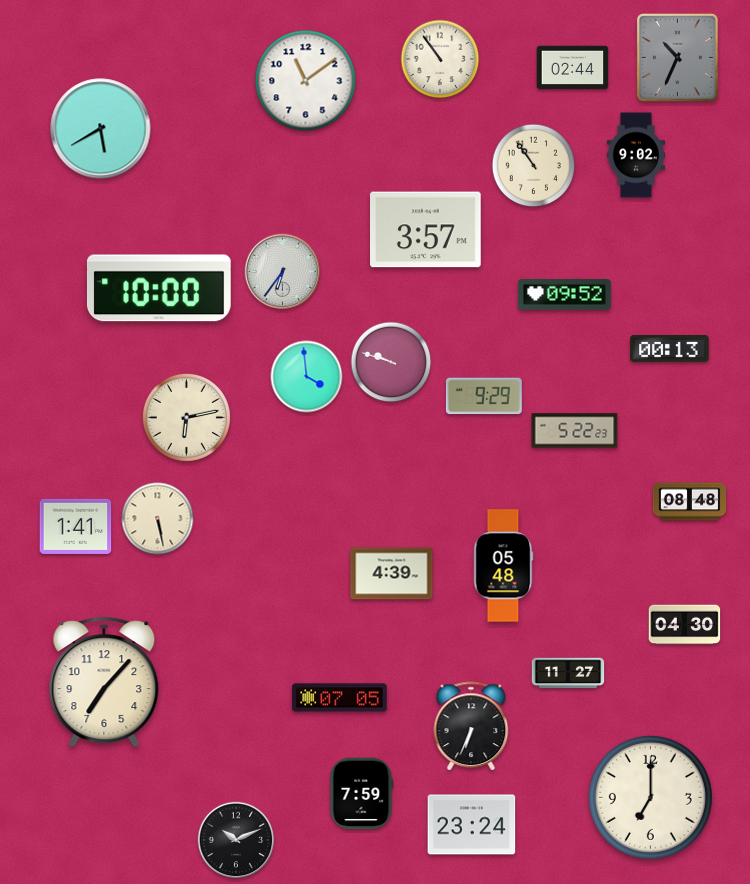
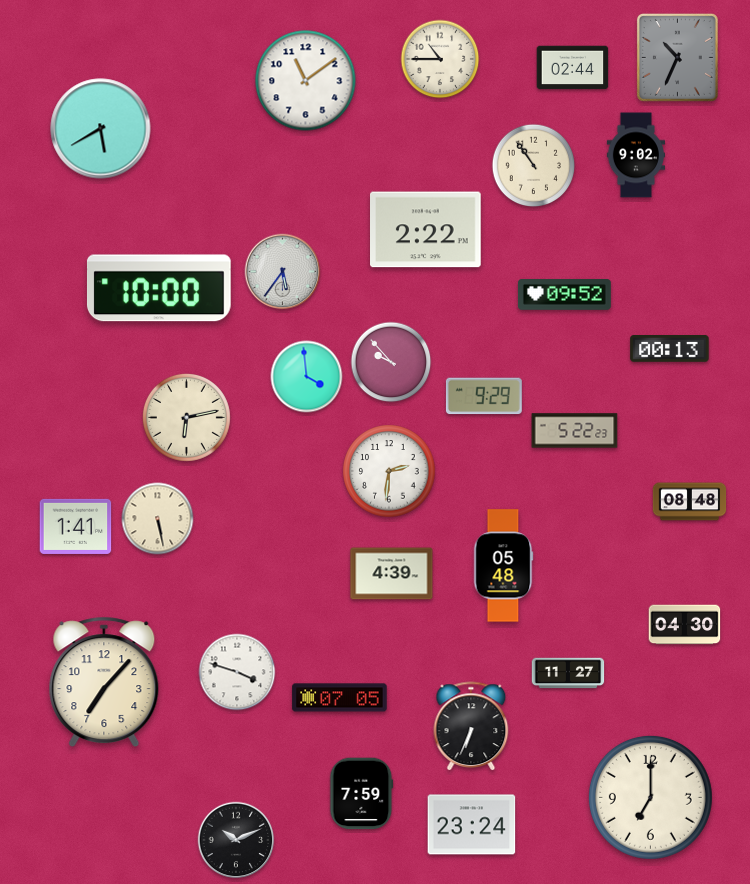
clock at (440, 59): 10:54 -> 10:45
clock at (426, 230): 3:57 -> 2:22
clock at (283, 272): 6:36 -> 5:36
clock at (391, 362): 9:48 -> 9:53
clock at (389, 471): none -> 2:31
clock at (237, 672): none -> 3:48
